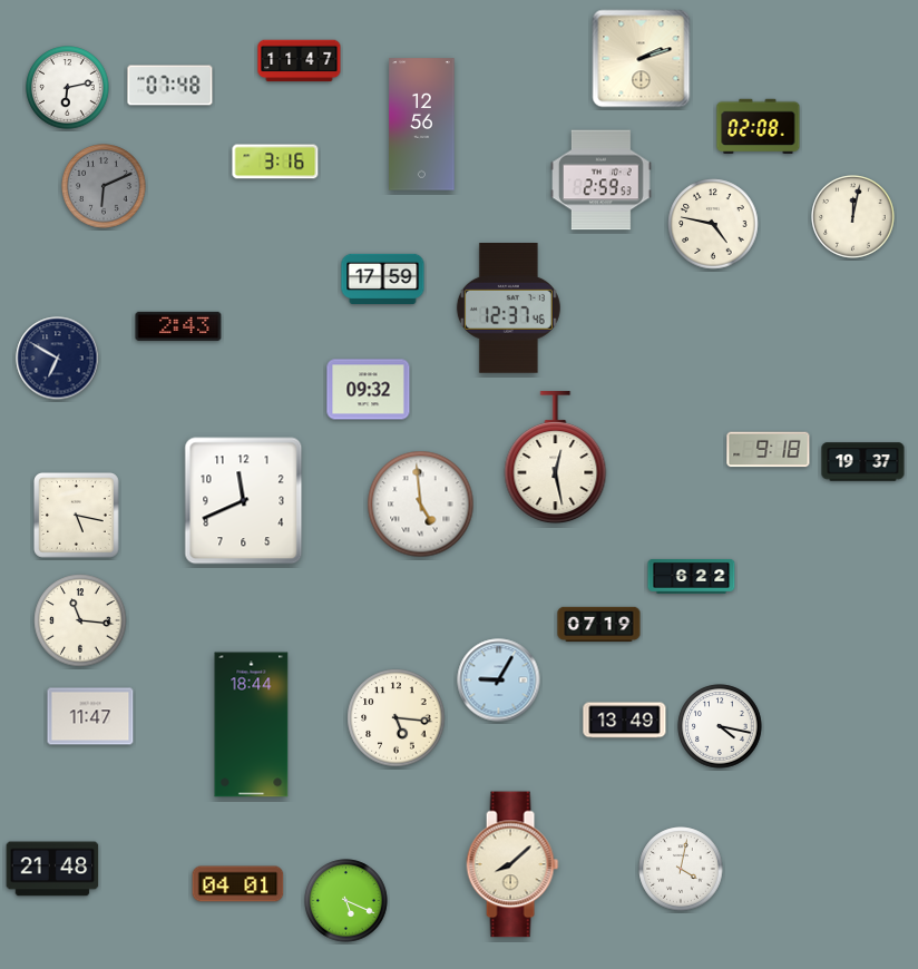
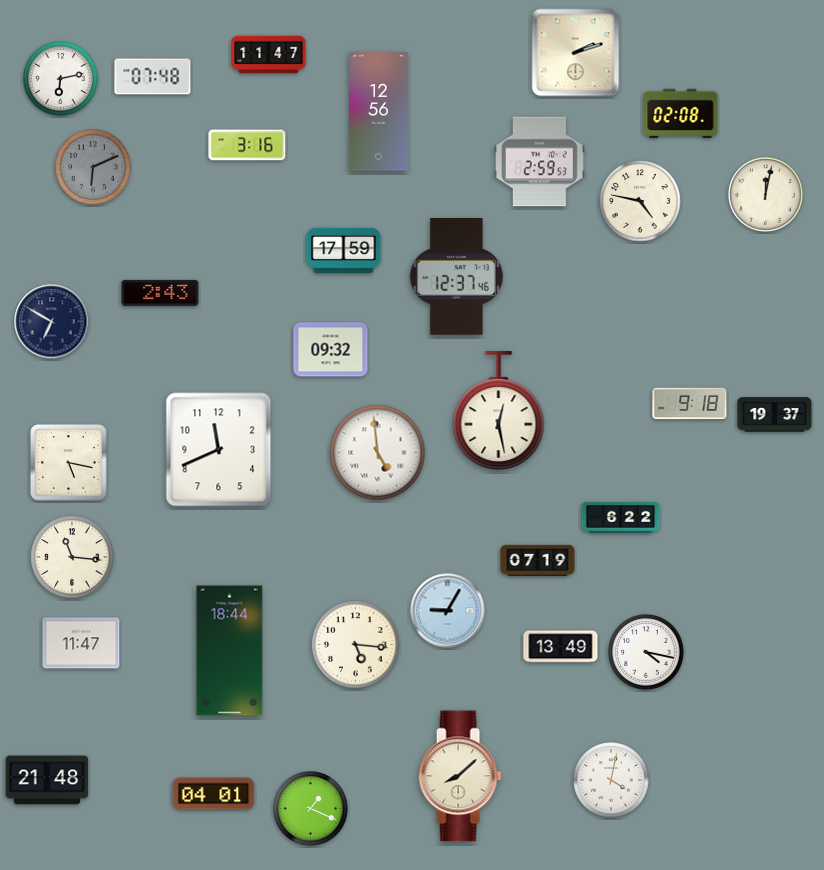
clock at (252, 725) position: (252, 725) -> (230, 651)
clock at (346, 901): 5:19 -> 1:19
